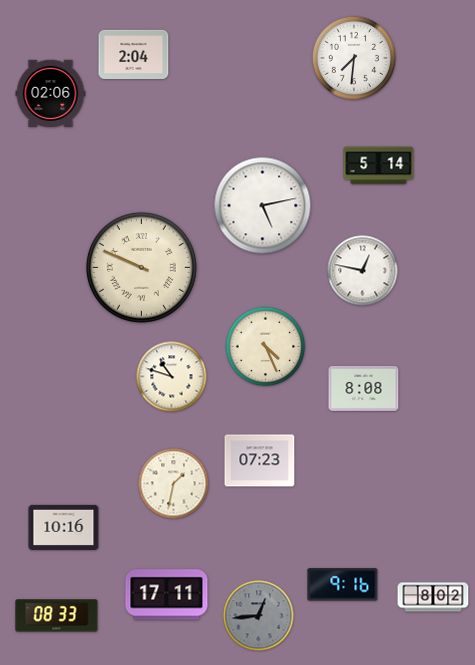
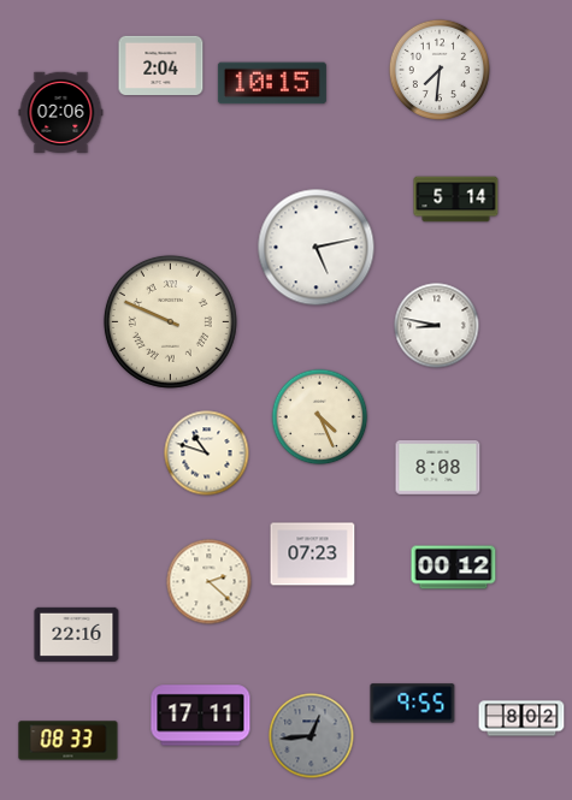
clock at (354, 58) position: (354, 58) -> (440, 70)
clock at (272, 83): none -> 10:15
clock at (363, 271): 12:47 -> 8:47
clock at (454, 568): none -> 00:12
clock at (174, 484): 1:32 -> 2:22
clock at (64, 527): 10:16 -> 22:16
clock at (343, 585): 9:16 -> 9:55
clock at (259, 616) position: (259, 616) -> (312, 736)
